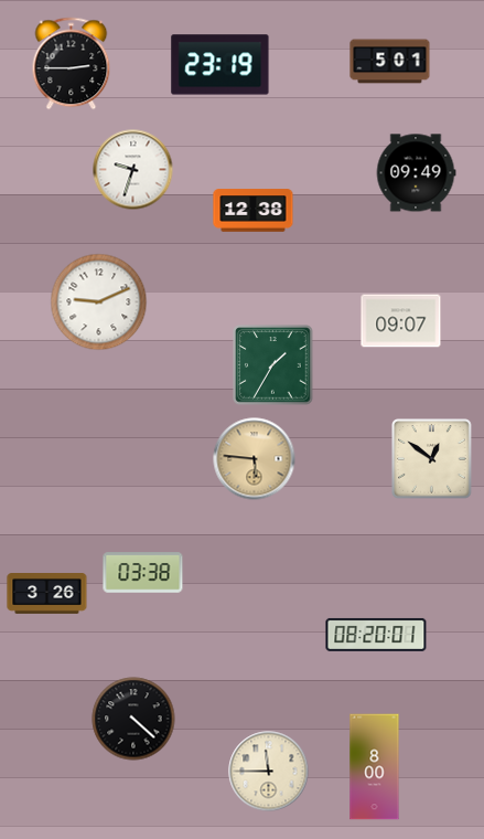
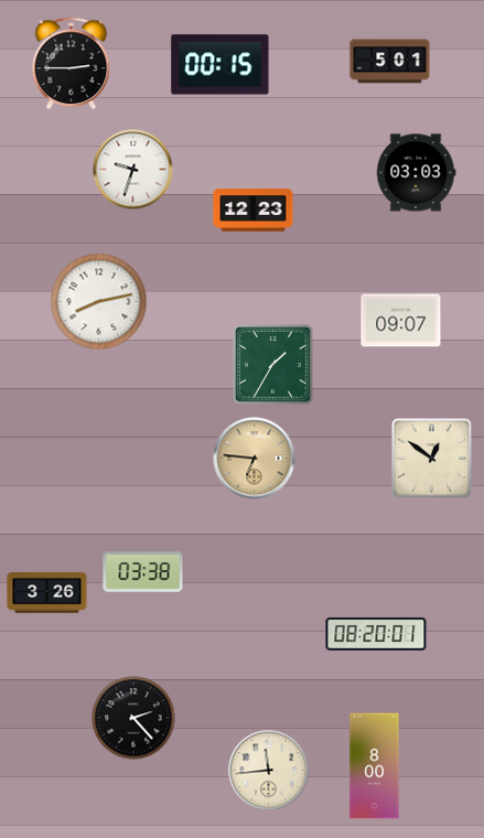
clock at (221, 65): 23:19 -> 00:15
clock at (416, 173): 09:49 -> 03:03
clock at (254, 211): 12:38 -> 12:23
clock at (99, 302): 9:11 -> 8:13
clock at (255, 459): 5:46 -> 6:46
clock at (133, 719): 4:22 -> 2:23
clock at (269, 772): 11:45 -> 11:44
